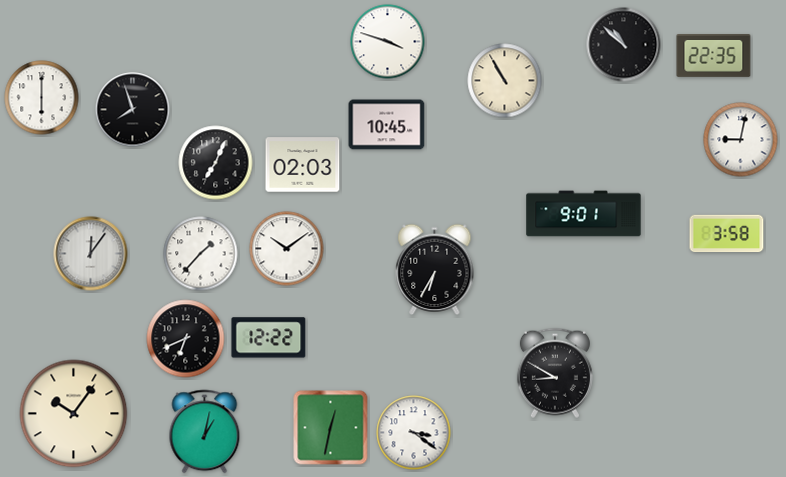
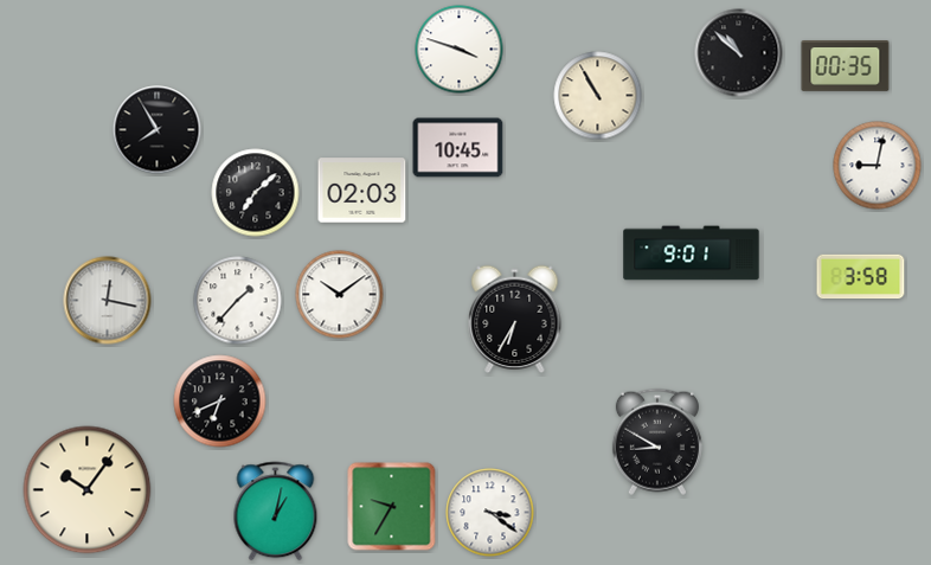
clock at (714, 56): 22:35 -> 00:35
clock at (42, 98): 6:00 -> none
clock at (133, 110): 7:57 -> 7:55
clock at (216, 163): 7:04 -> 7:08
clock at (303, 165) position: (303, 165) -> (362, 191)
clock at (91, 254): 12:06 -> 12:17
clock at (269, 338): 12:22 -> none
clock at (331, 428): 12:32 -> 9:35
clock at (205, 432) position: (205, 432) -> (276, 512)
